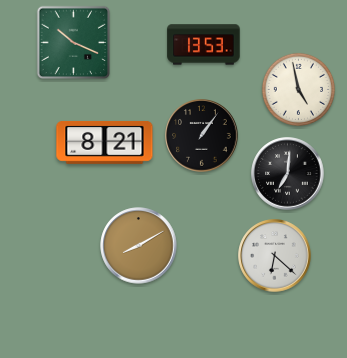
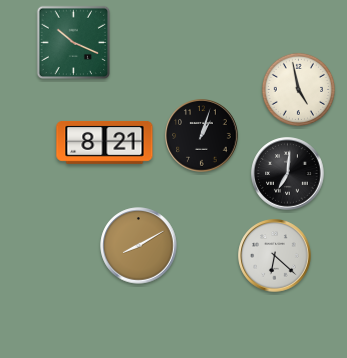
clock at (204, 45): 13:53 -> none
clock at (202, 136): 1:06 -> 1:03
